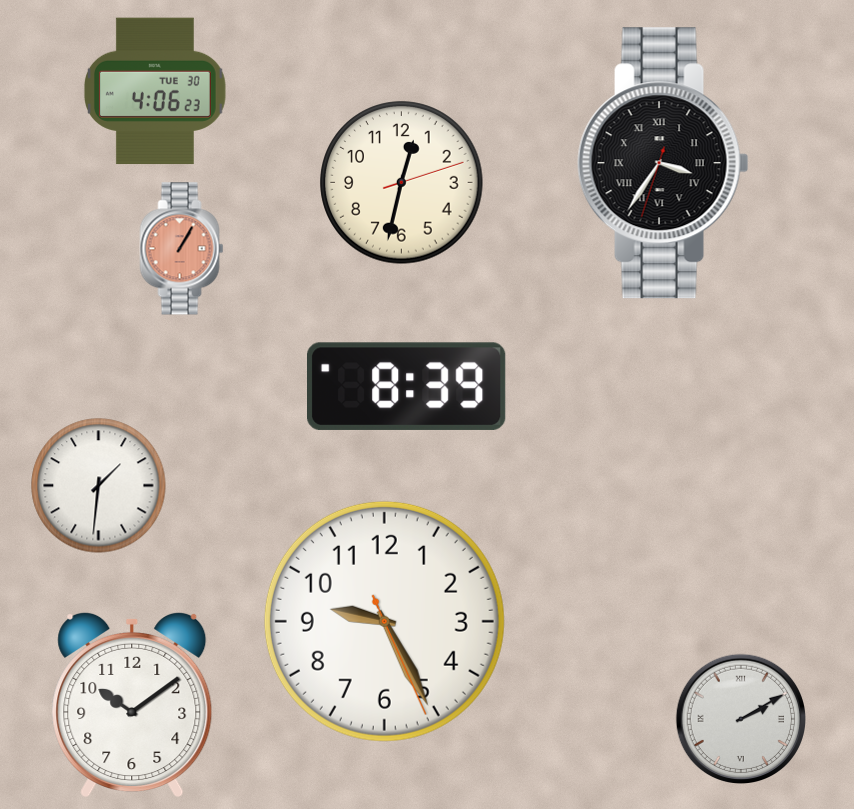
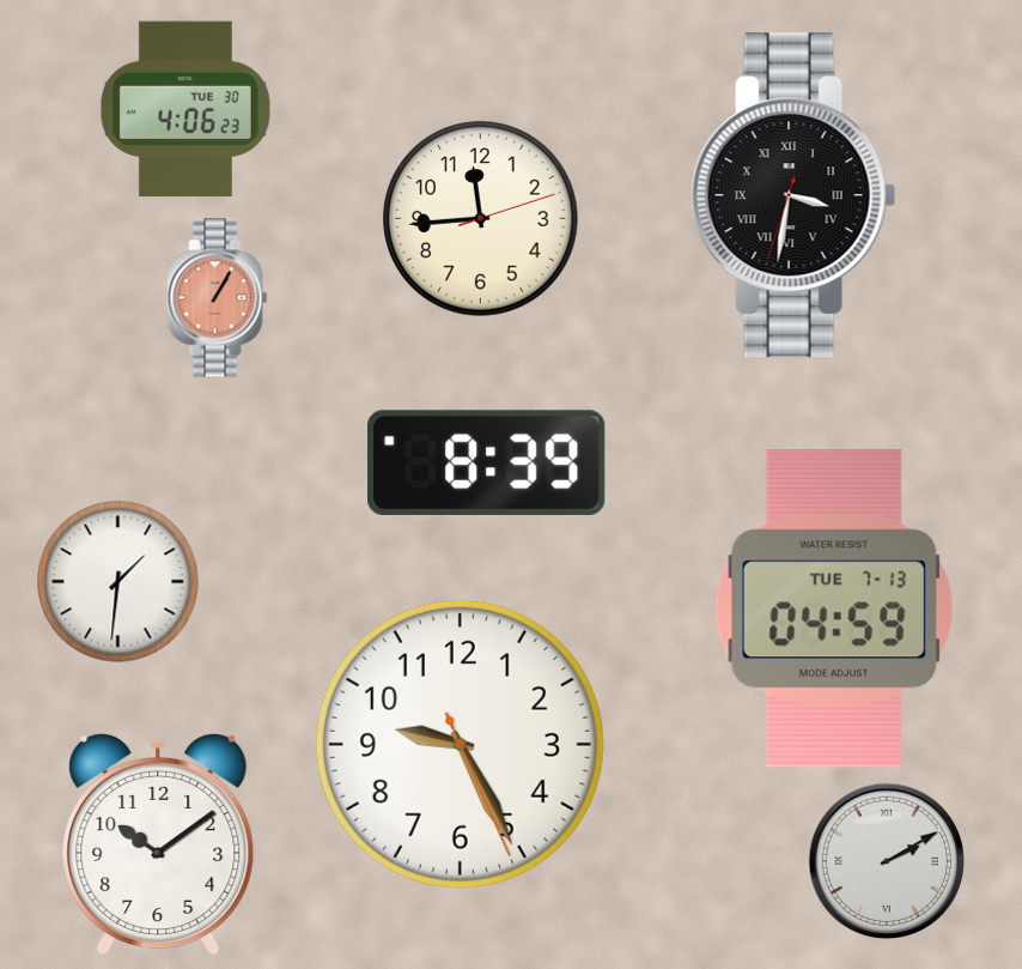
clock at (663, 163): 3:35 -> 3:31
clock at (402, 183): 12:32 -> 11:44
clock at (834, 608): none -> 04:59
